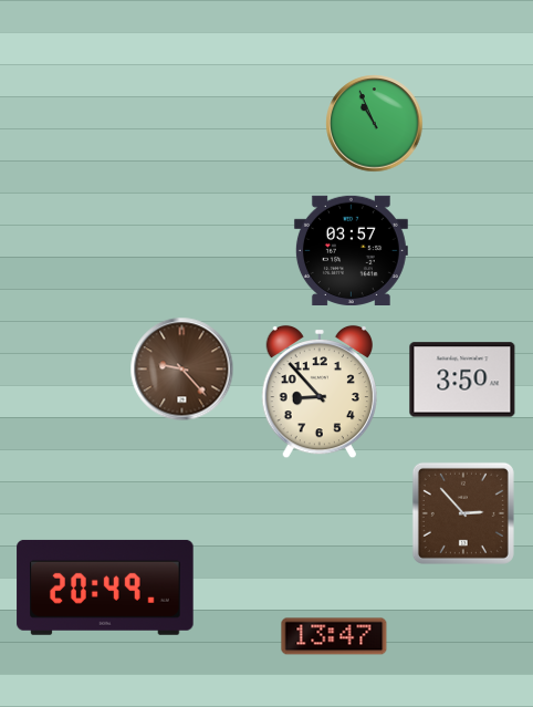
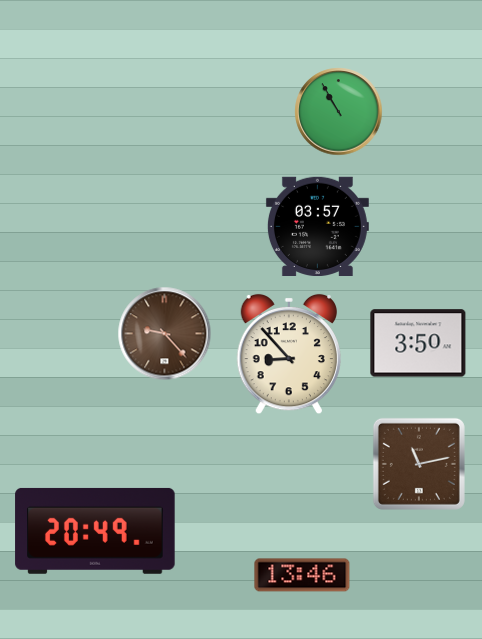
clock at (375, 124): 10:56 -> 10:55
clock at (463, 513): 2:53 -> 11:13
clock at (334, 636): 13:47 -> 13:46
